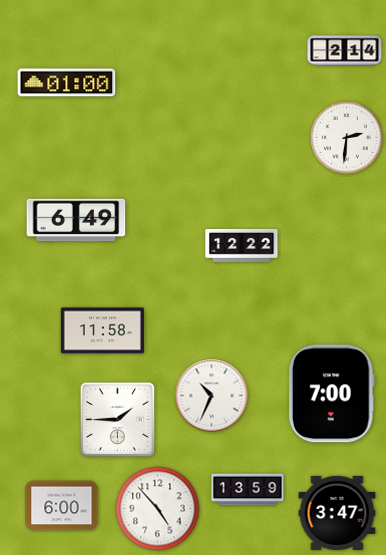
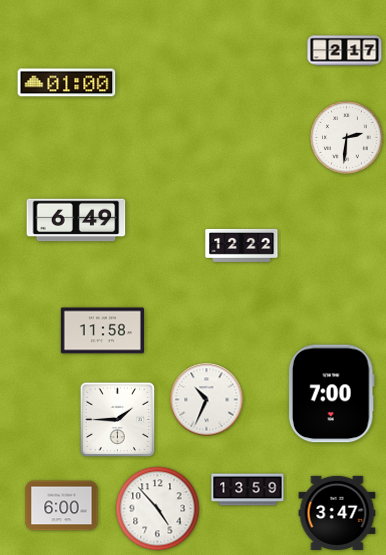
clock at (345, 51): 2:14 -> 2:17
clock at (212, 396) position: (212, 396) -> (207, 400)
